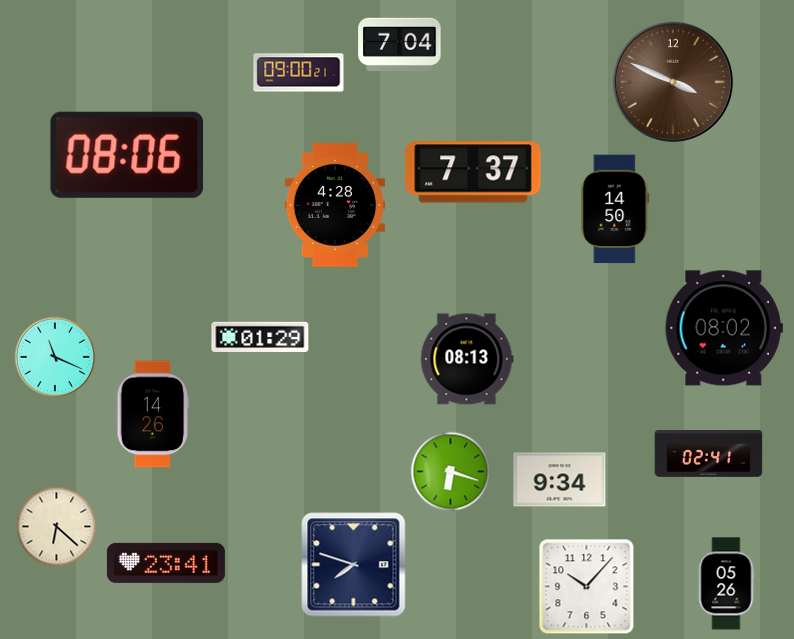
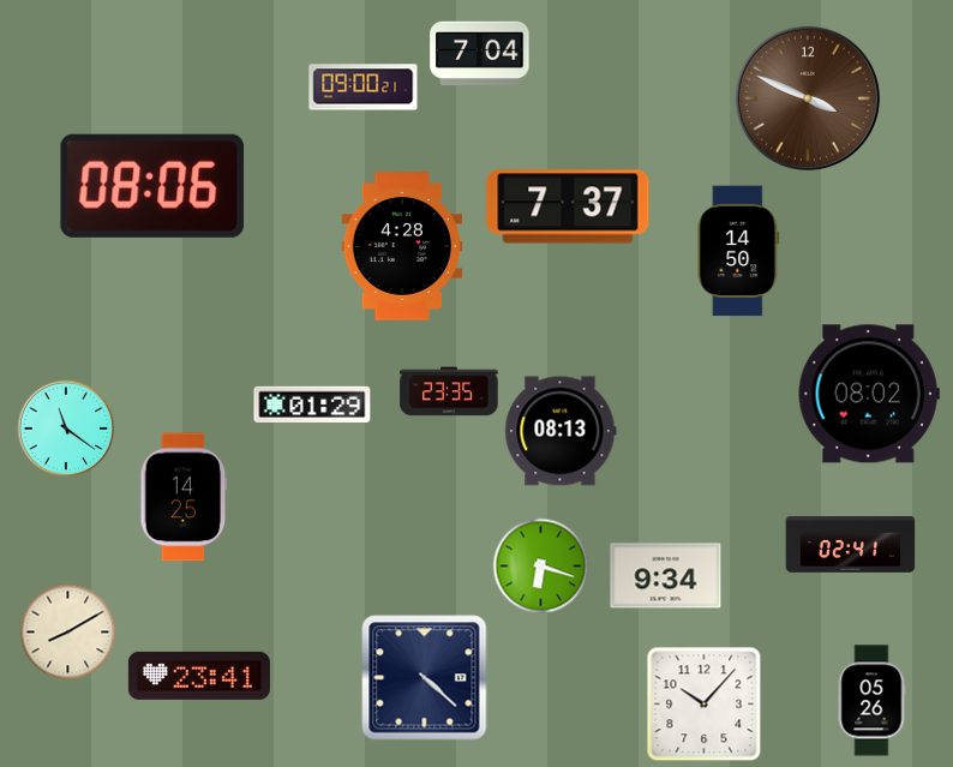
clock at (299, 73) position: (299, 73) -> (364, 88)
clock at (449, 391): none -> 23:35
clock at (55, 357): 11:19 -> 11:21
clock at (153, 414): 14:26 -> 14:25
clock at (560, 480) position: (560, 480) -> (666, 576)
clock at (56, 526): 6:22 -> 8:10
clock at (354, 565): 7:48 -> 4:22
